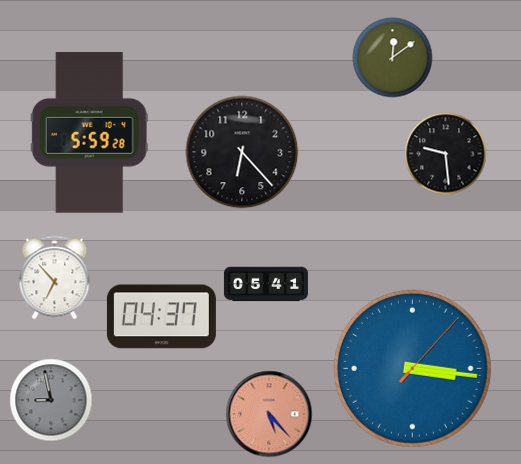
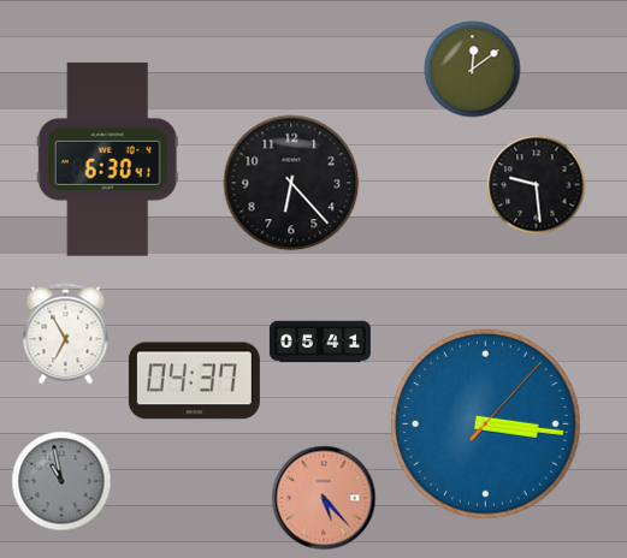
clock at (89, 133): 5:59 -> 6:30
clock at (55, 278): 6:53 -> 6:55
clock at (412, 368) position: (412, 368) -> (485, 423)
clock at (51, 400): 8:58 -> 10:58
